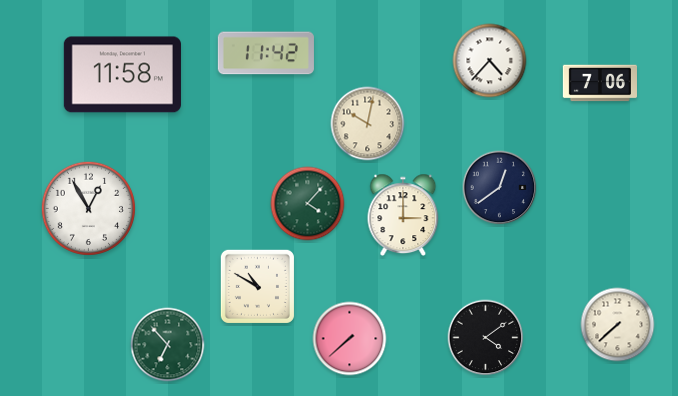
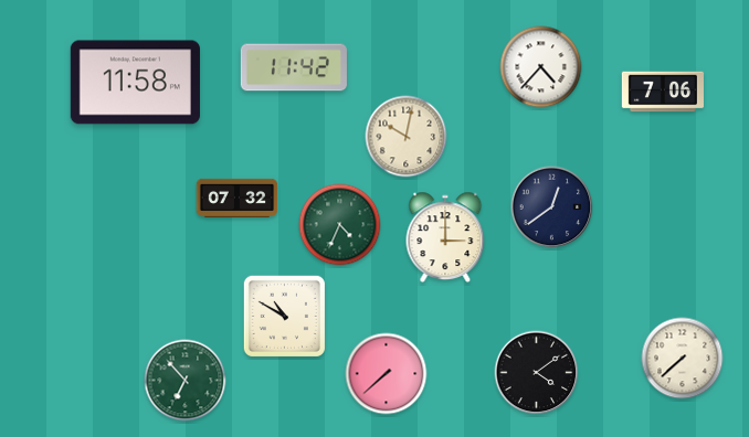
clock at (266, 53) position: (266, 53) -> (294, 67)
clock at (238, 198): none -> 07:32
clock at (308, 204): 4:07 -> 4:34
clock at (88, 208): 12:55 -> none
